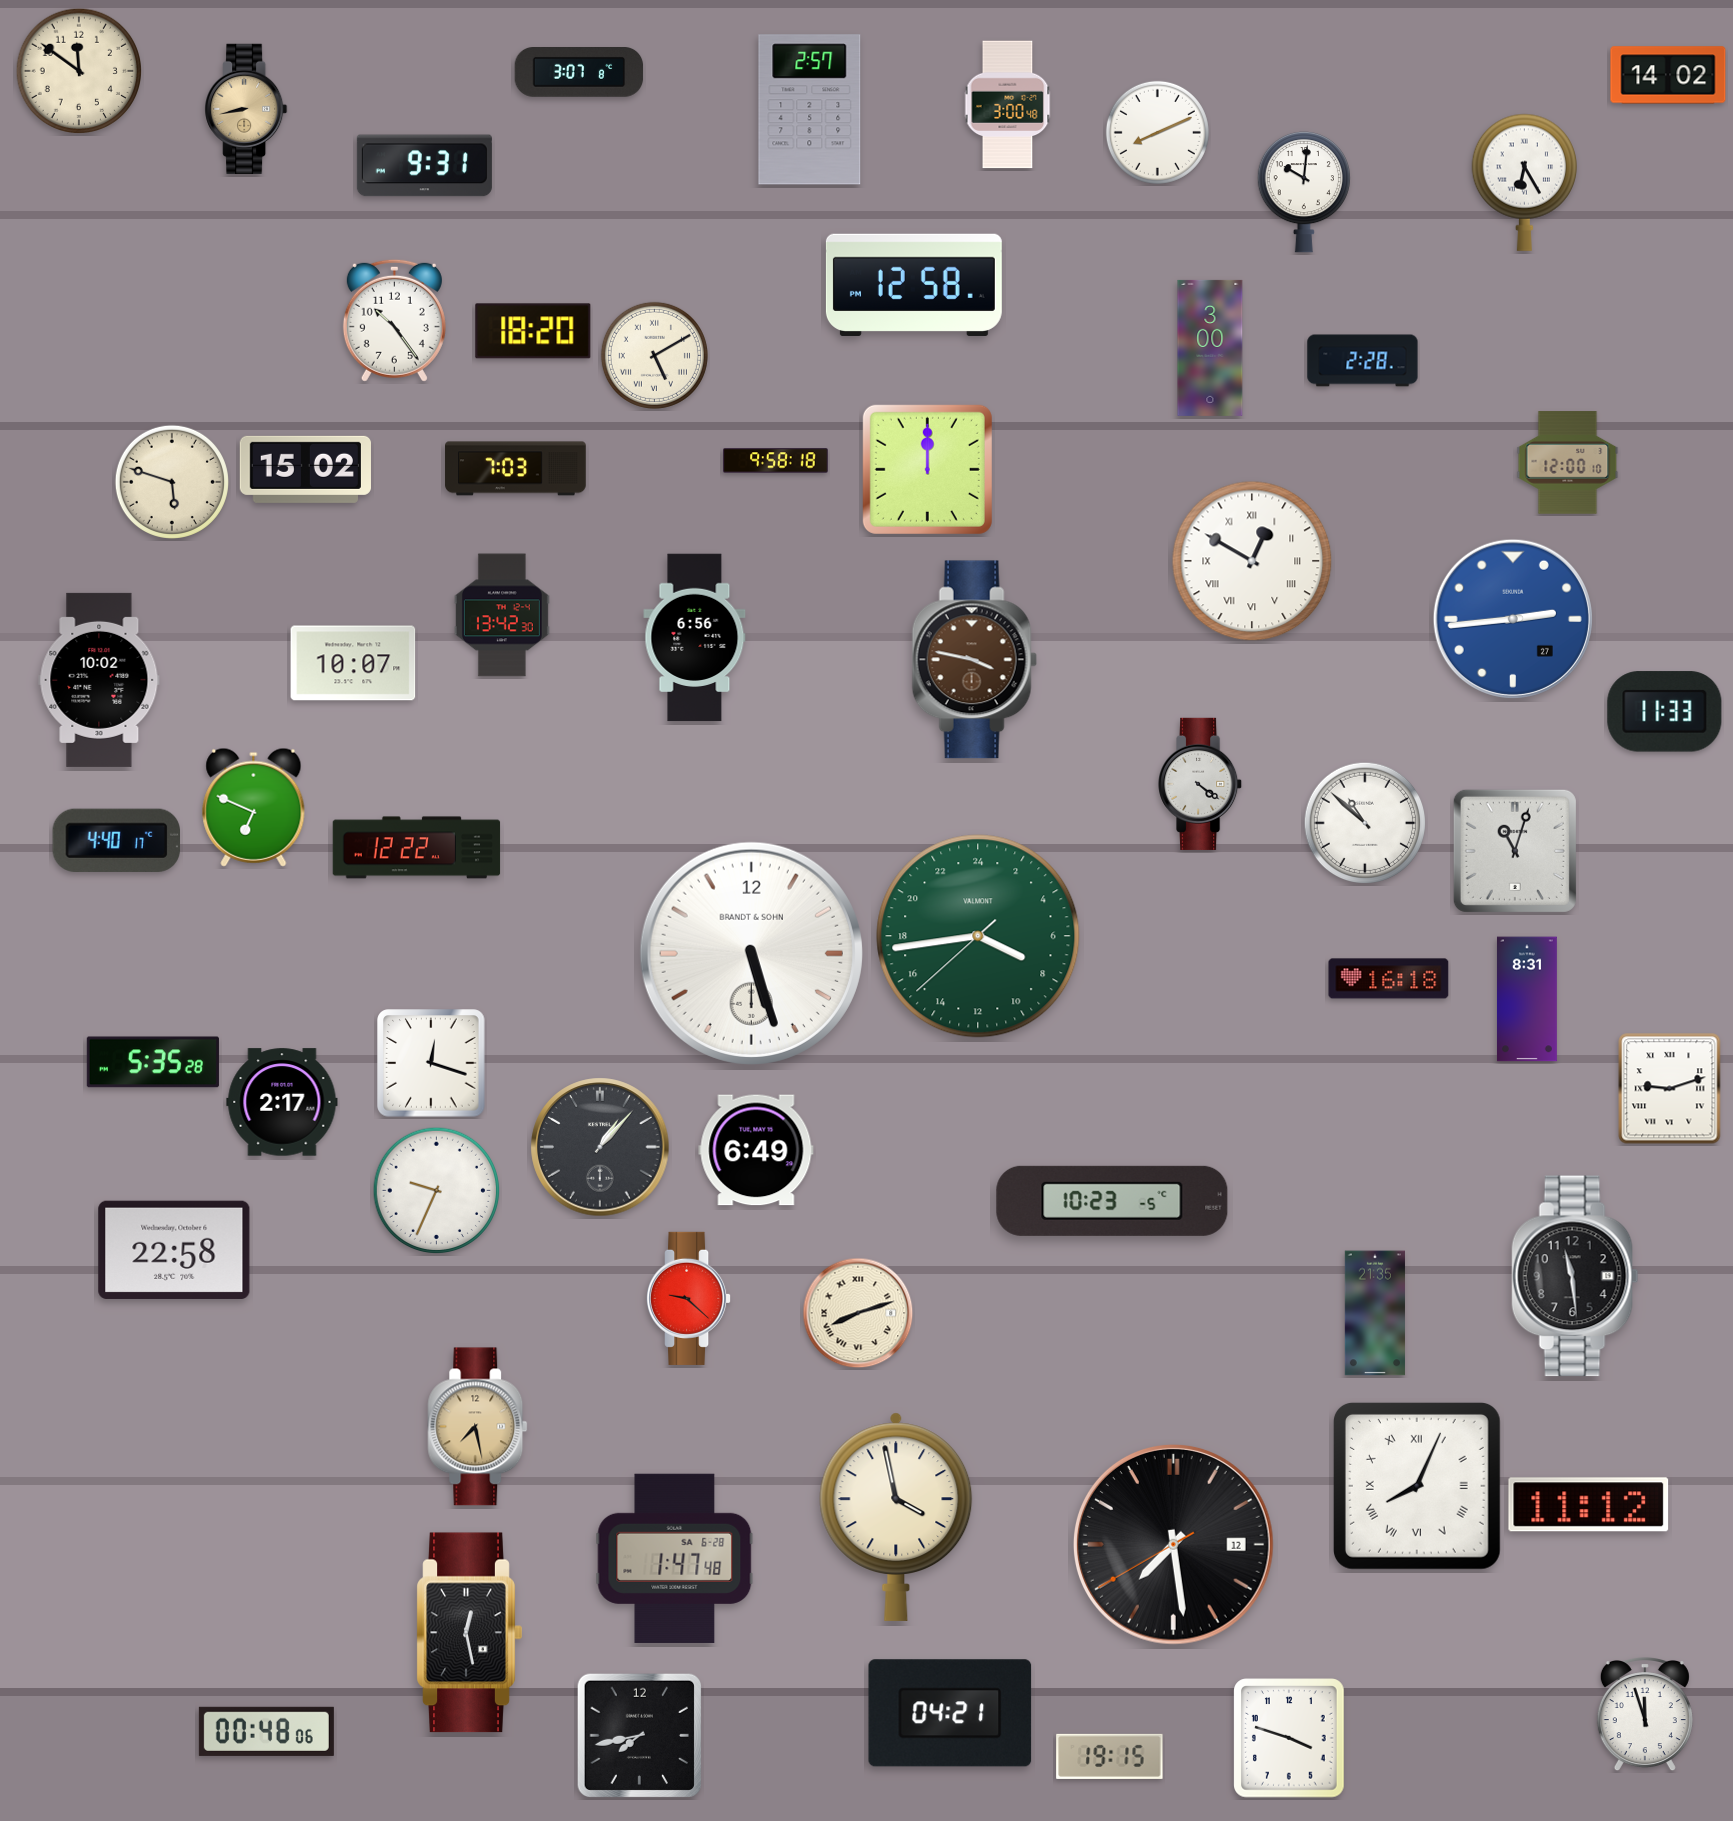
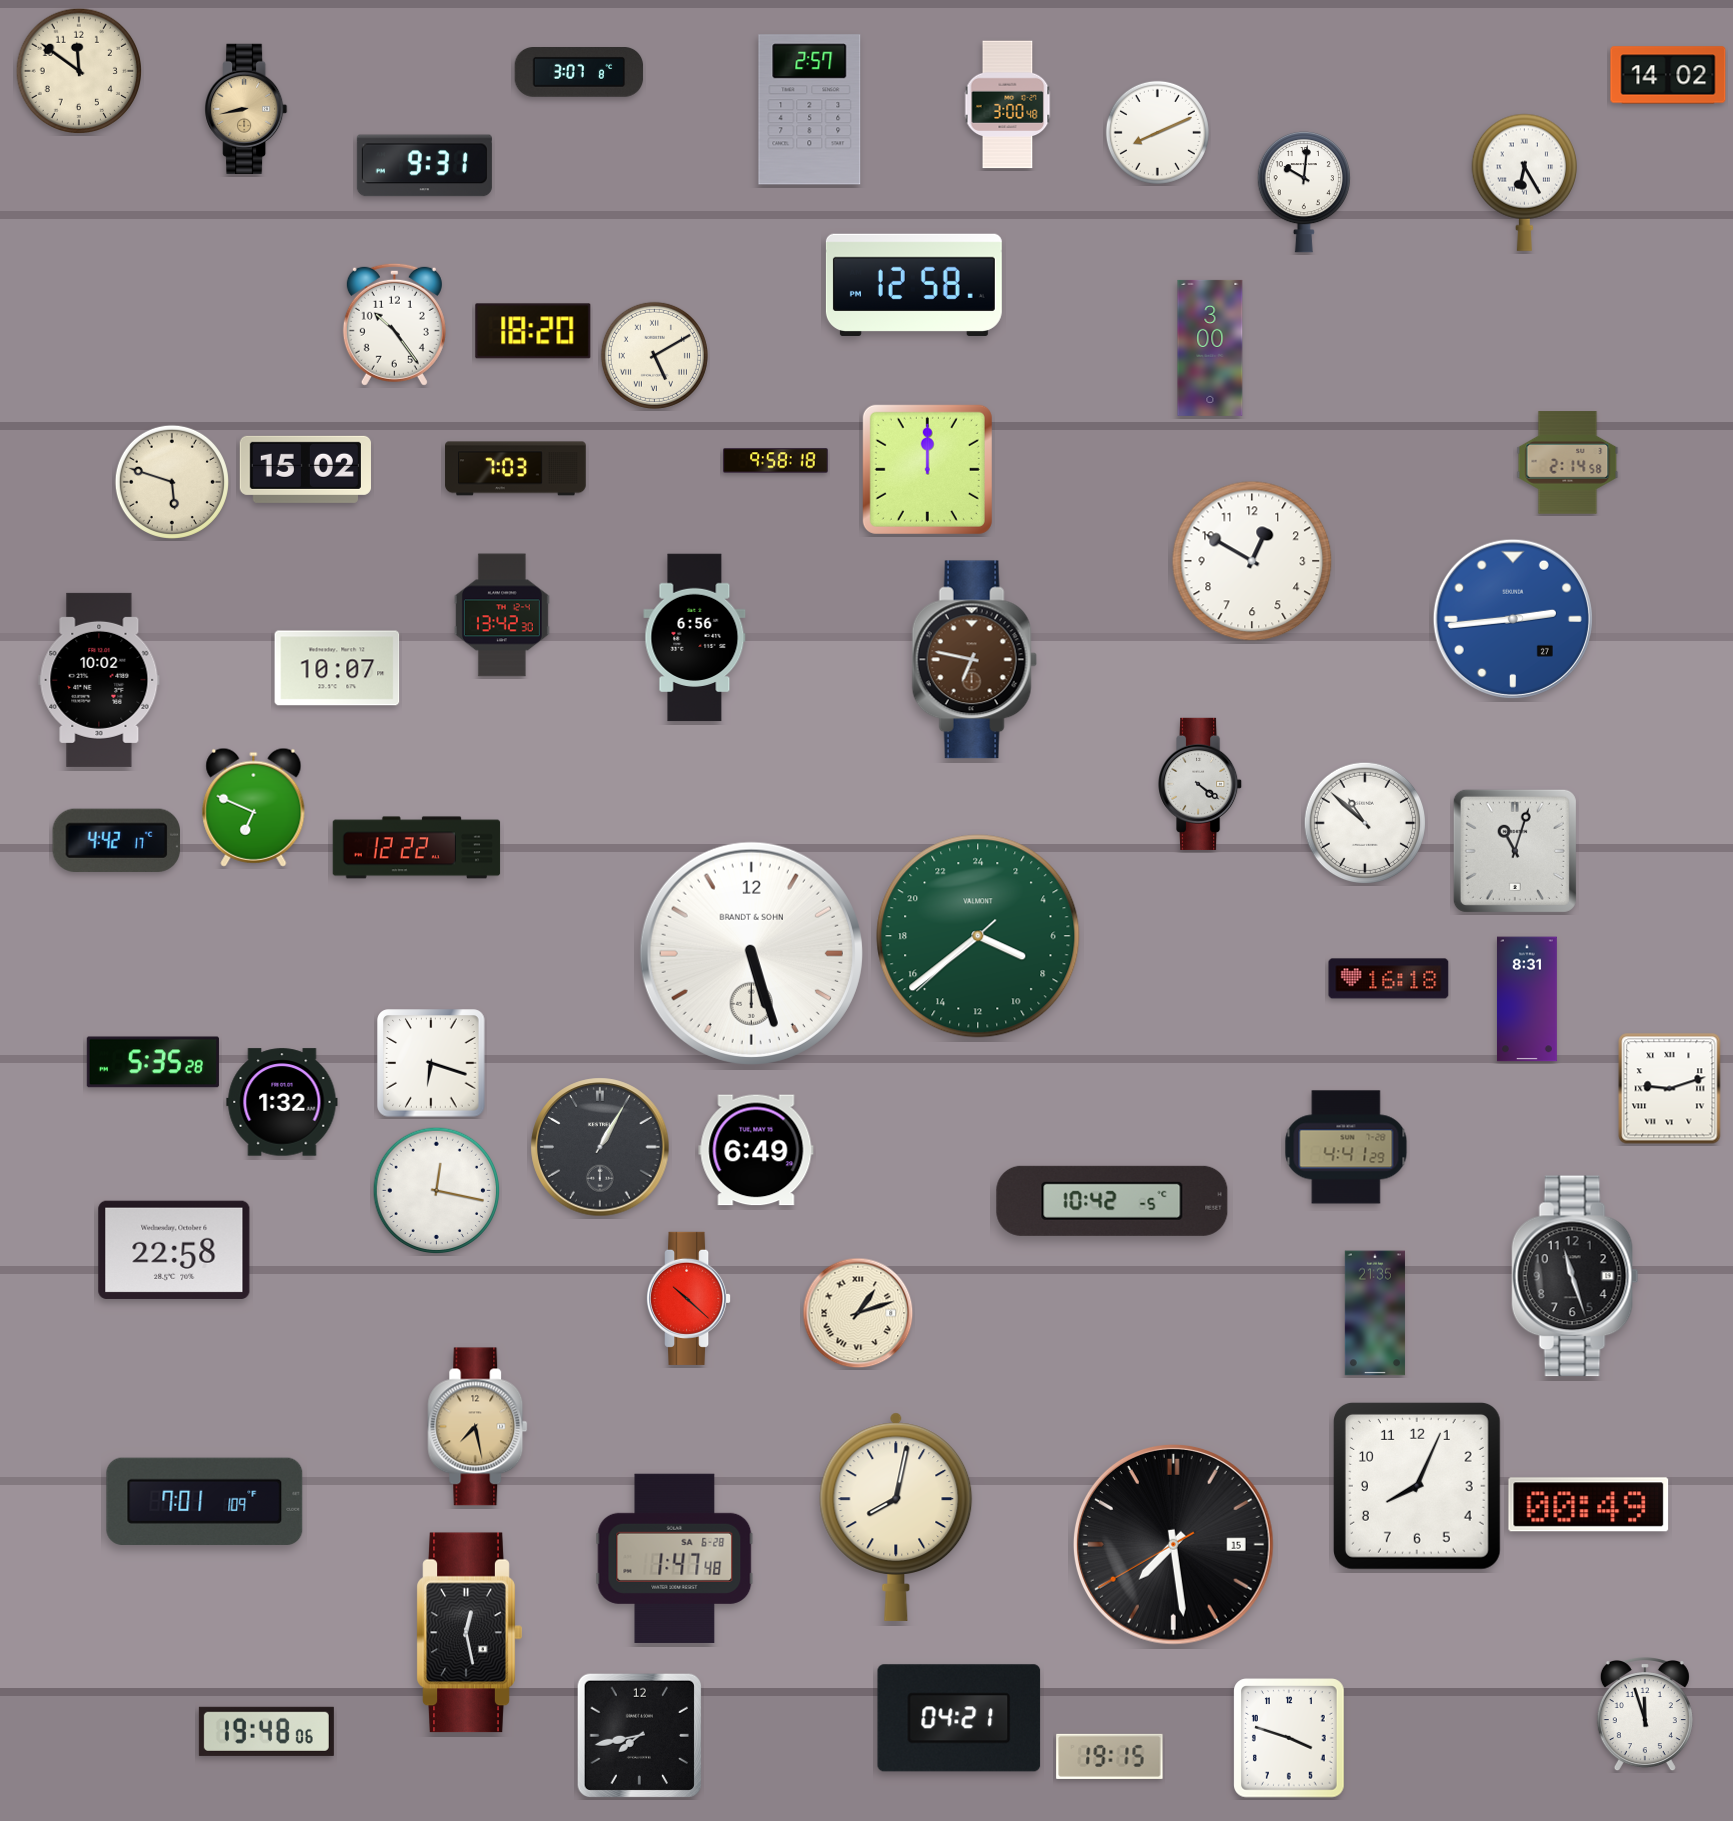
clock at (394, 320) position: (394, 320) -> (394, 324)
clock at (1363, 361): 2:28 -> none
clock at (1568, 463): 12:00 -> 2:14
clock at (1252, 561) numerals: Roman -> Arabic
clock at (974, 660): 3:47 -> 6:47
clock at (353, 663) position: (353, 663) -> (337, 668)
clock at (1665, 712): 11:33 -> none
clock at (116, 840): 4:40 -> 4:42
clock at (978, 936): 7:43 -> 7:38
clock at (431, 1063): 12:18 -> 6:18
clock at (282, 1102): 2:17 -> 1:32
clock at (600, 1147): 1:07 -> 1:05
clock at (1346, 1147): none -> 4:41
clock at (437, 1191): 9:34 -> 12:17
clock at (1112, 1201): 10:23 -> 10:42
clock at (1575, 1276): 11:29 -> 11:27
clock at (689, 1298): 9:22 -> 10:22
clock at (858, 1313): 8:12 -> 1:12
clock at (1417, 1486) numerals: Roman -> Arabic
clock at (205, 1501): none -> 7:01
clock at (1589, 1505): 11:12 -> 00:49
clock at (896, 1517): 3:58 -> 8:02
clock at (1174, 1545) date: 12 -> 15
clock at (950, 1713) position: (950, 1713) -> (959, 1718)
clock at (266, 1731): 00:48 -> 19:48
